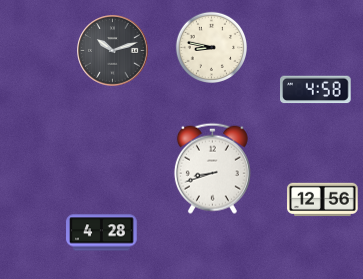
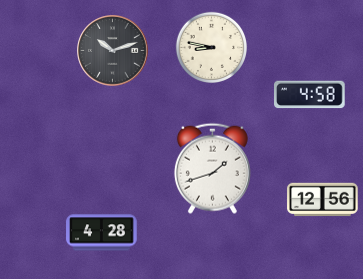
clock at (316, 90) position: (316, 90) -> (310, 95)
clock at (212, 168): 8:42 -> 1:42
